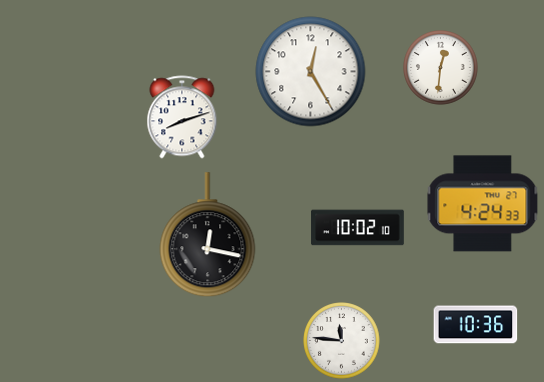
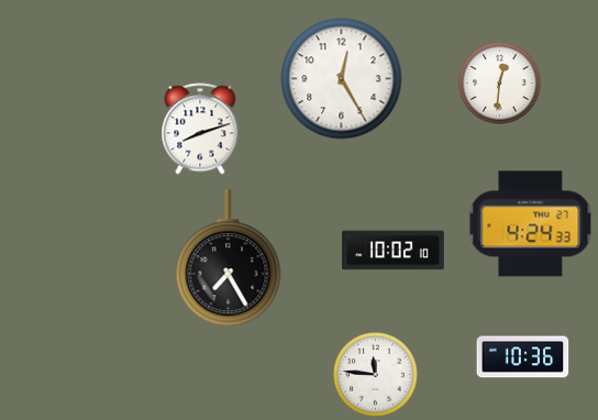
clock at (441, 68) position: (441, 68) -> (500, 84)
clock at (208, 235): 12:17 -> 7:25
